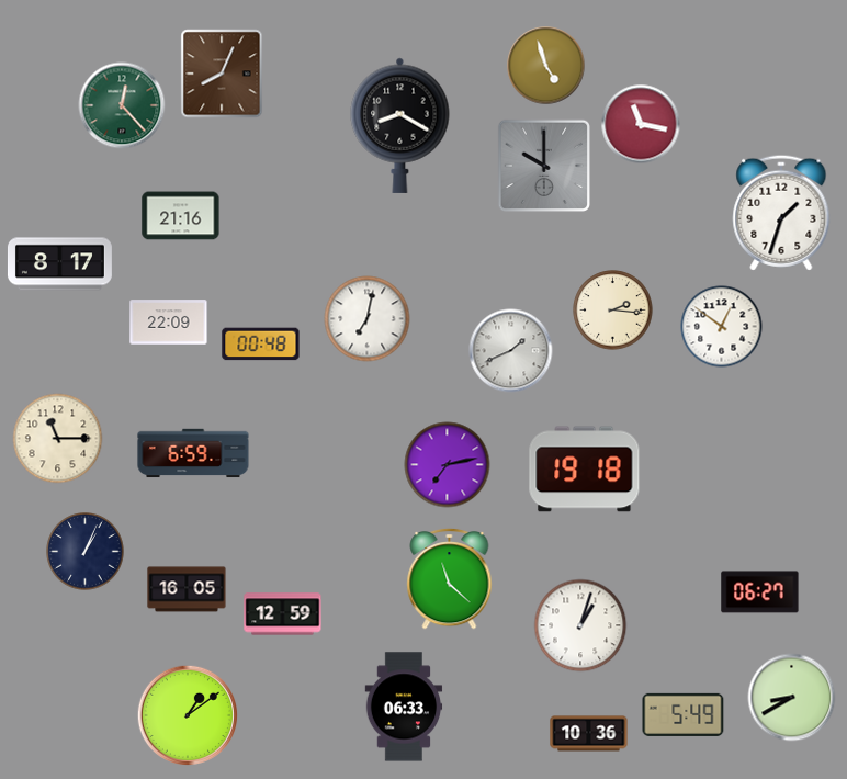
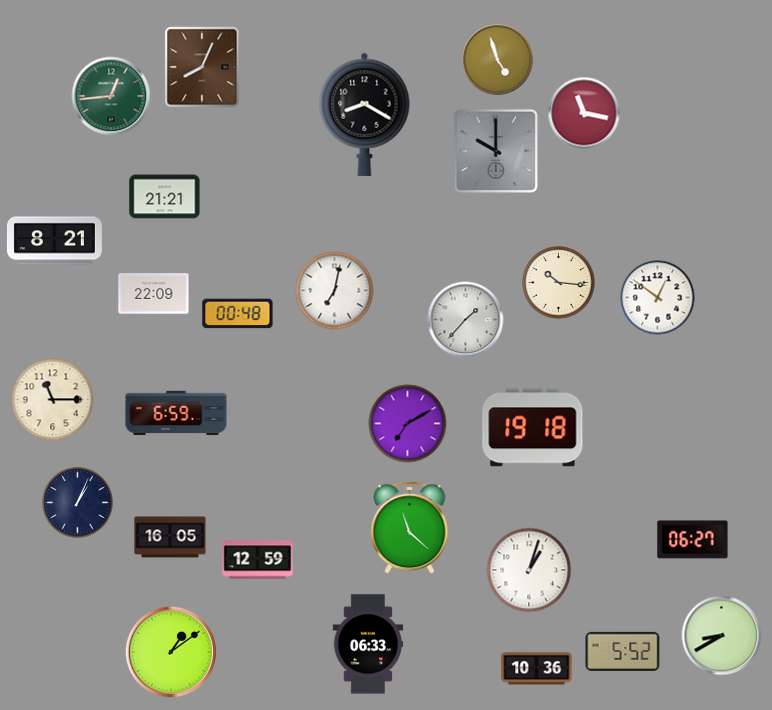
clock at (122, 105): 12:23 -> 12:44
clock at (781, 213): 1:33 -> none
clock at (181, 216): 21:16 -> 21:21
clock at (59, 264): 8:17 -> 8:21
clock at (613, 311): 2:16 -> 10:16
clock at (511, 351): 1:41 -> 1:37
clock at (448, 465): 7:13 -> 7:10
clock at (684, 714): 5:49 -> 5:52
